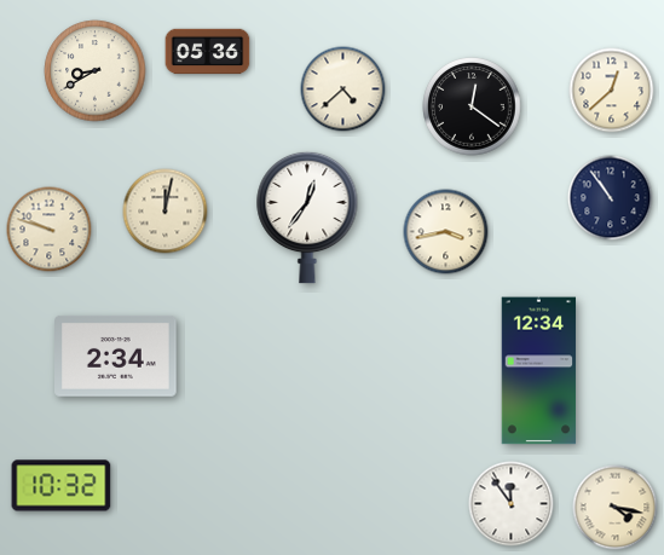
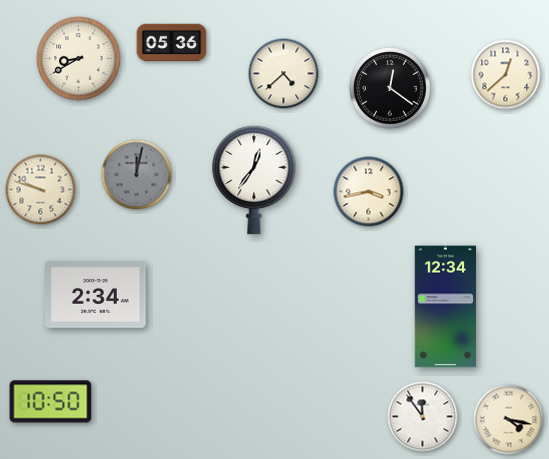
clock at (611, 198): 10:54 -> none
clock at (166, 212) dial: cream -> grey
clock at (62, 486): 10:32 -> 10:50
